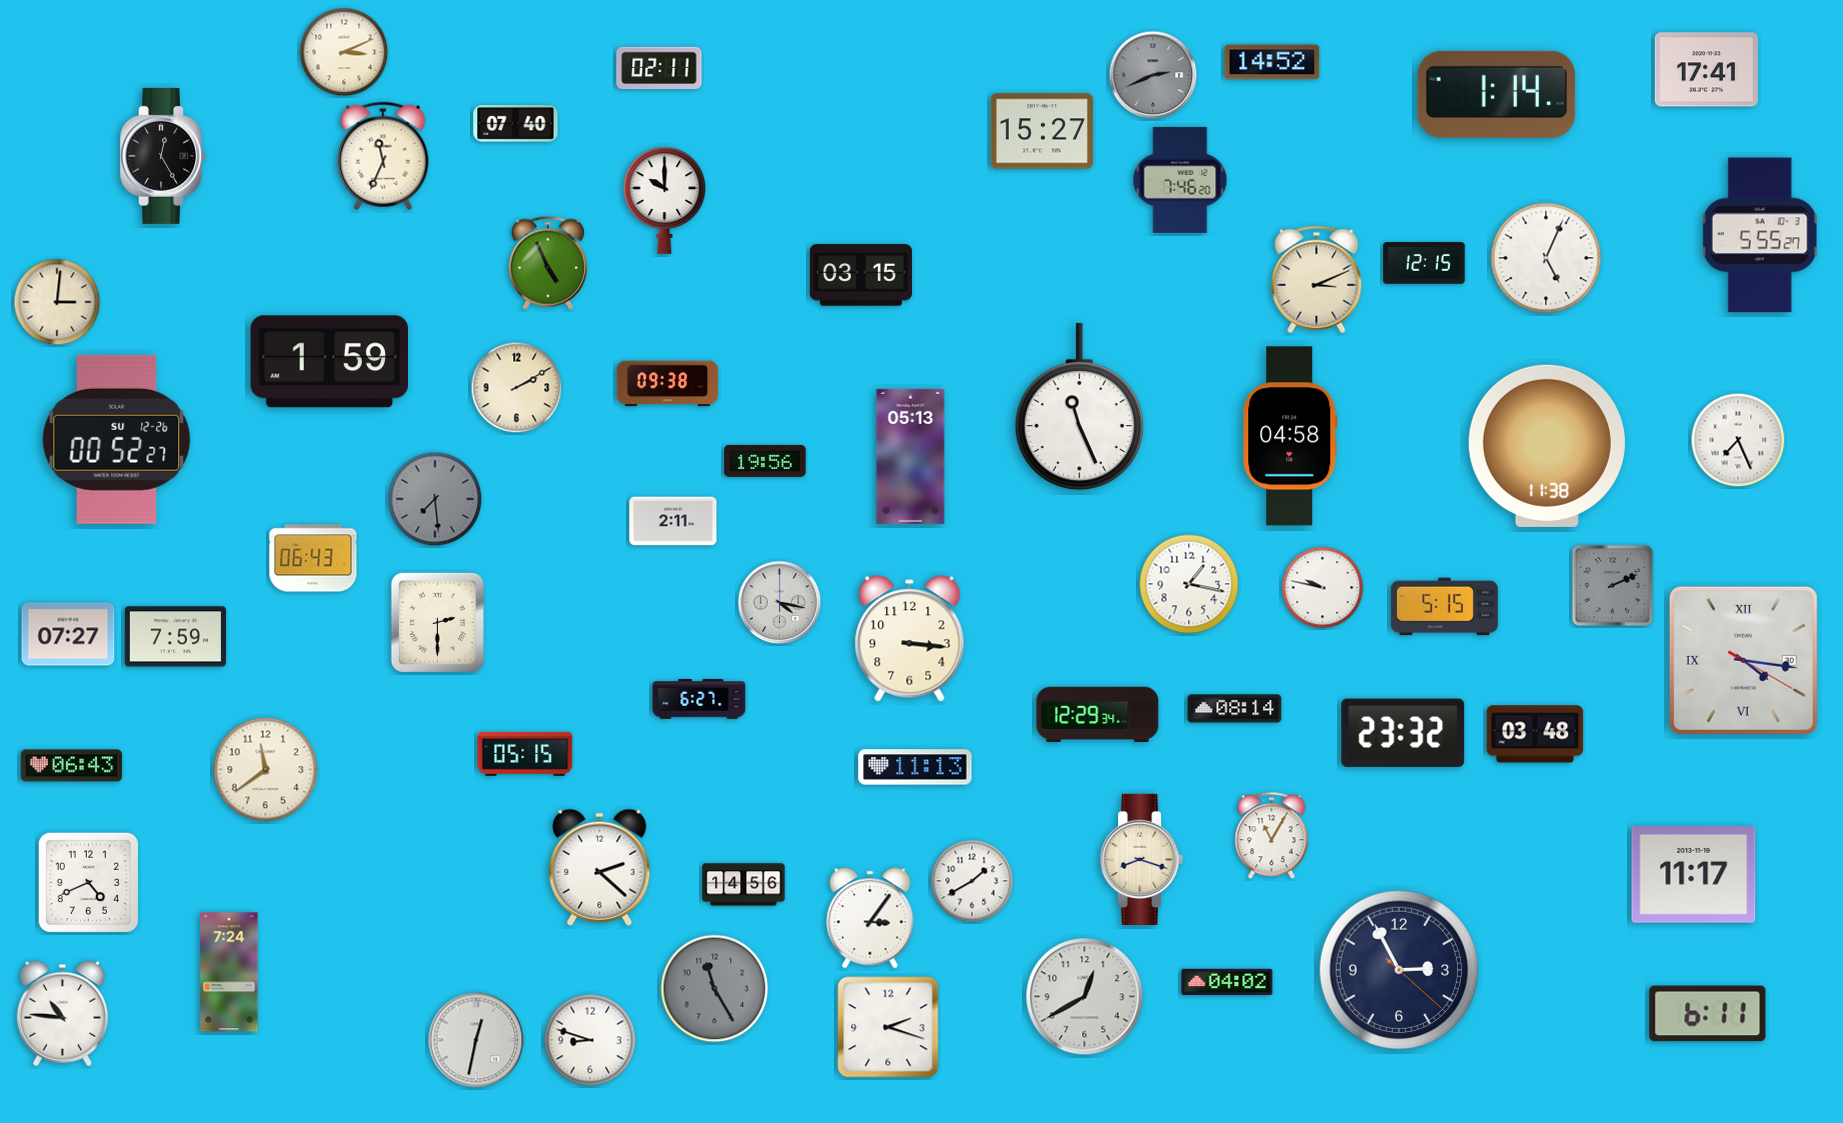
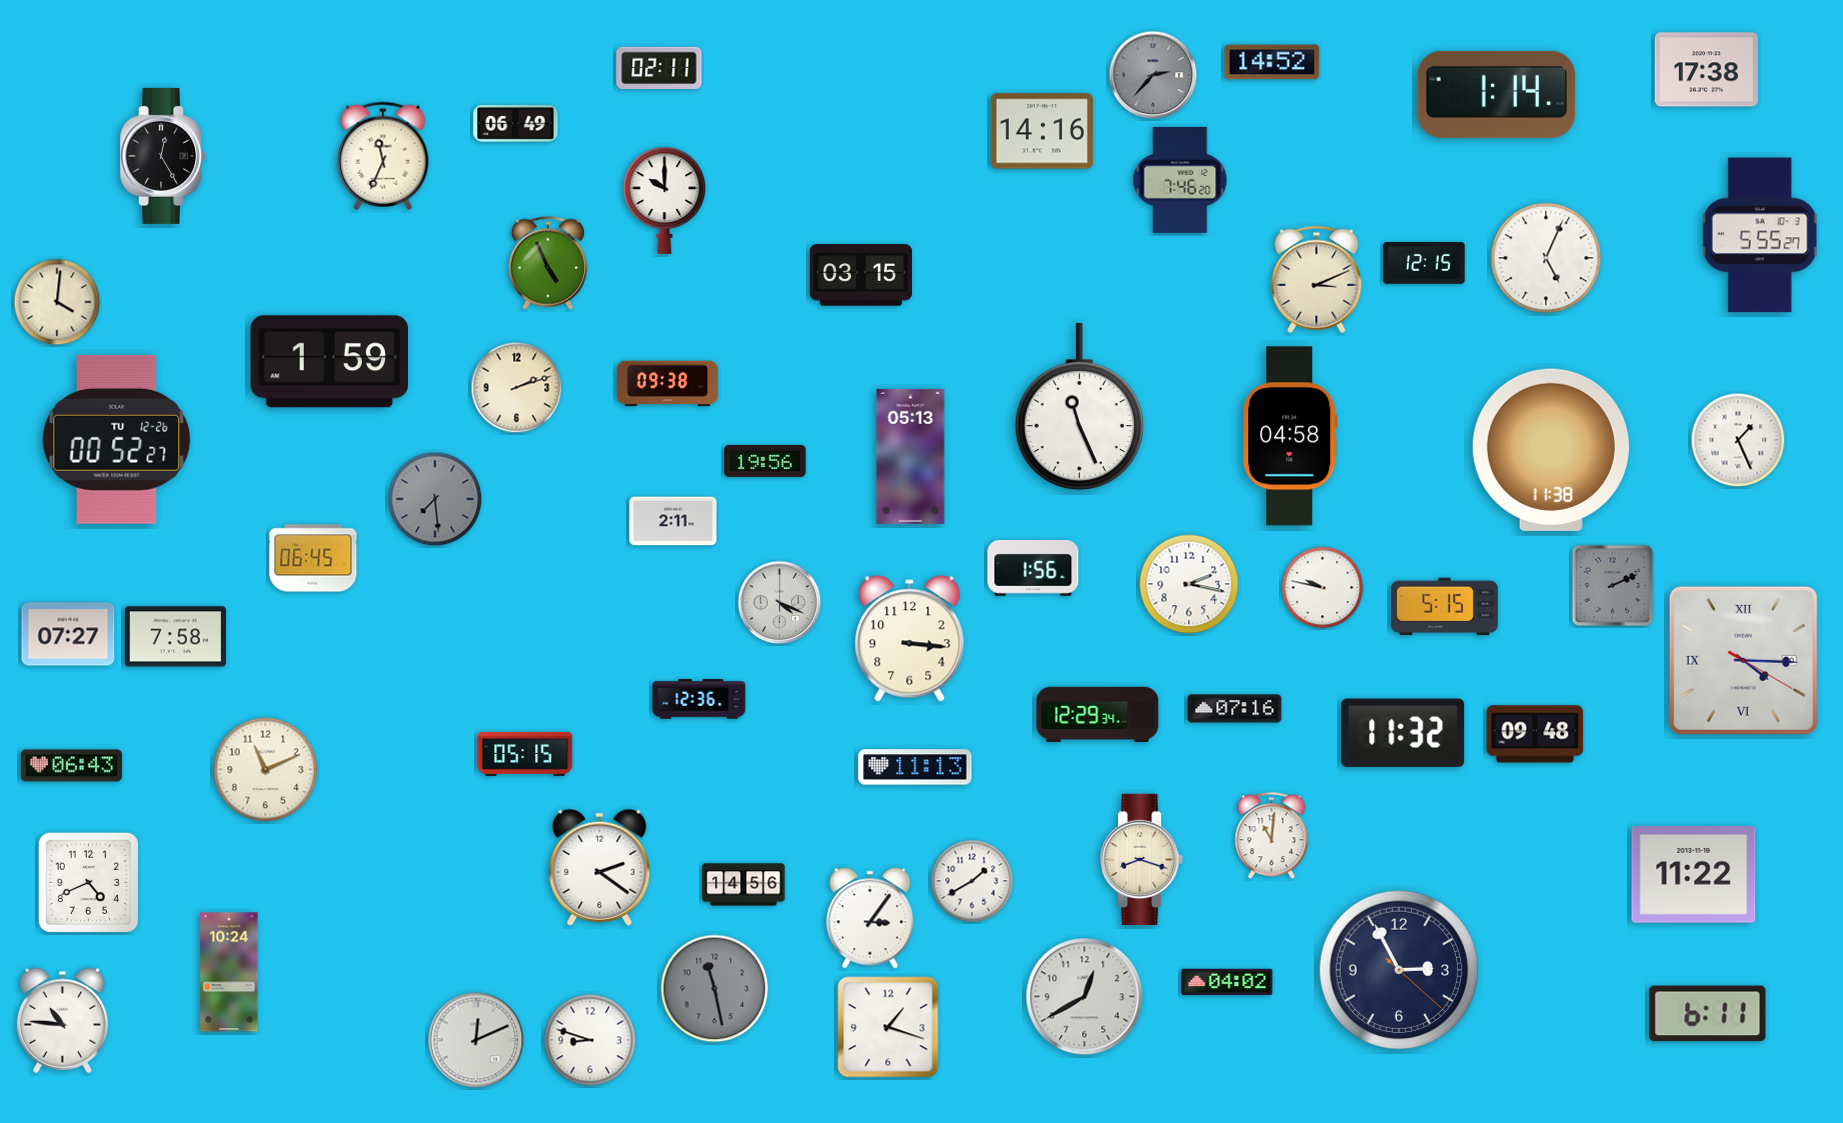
clock at (344, 52): 3:11 -> none
clock at (1706, 70): 17:41 -> 17:38
clock at (1153, 75): 2:41 -> 2:37
clock at (516, 124): 07:40 -> 06:49
clock at (1042, 131): 15:27 -> 14:16
clock at (57, 302): 3:01 -> 4:01
clock at (517, 388): 2:10 -> 2:12
clock at (117, 439) date: SU 12-26 -> TU 12-26
clock at (1738, 440): 7:26 -> 1:26
clock at (1547, 446) position: (1547, 446) -> (1551, 450)
clock at (313, 558): 06:43 -> 06:45
clock at (1033, 568): none -> 1:56
clock at (1189, 584): 1:17 -> 2:17
clock at (780, 603): 4:17 -> 4:19
clock at (437, 622): 2:30 -> none
clock at (176, 637): 7:59 -> 7:58
clock at (1743, 660): 4:16 -> 4:15
clock at (699, 699): 6:27 -> 12:36
clock at (1235, 709): 08:14 -> 07:16
clock at (1403, 733): 23:32 -> 11:32
clock at (1535, 734): 03:48 -> 09:48
clock at (266, 770): 11:39 -> 11:11
clock at (1272, 836): 11:05 -> 11:01
clock at (600, 867): 2:22 -> 2:21
clock at (1694, 875): 11:17 -> 11:22
clock at (229, 972): 7:24 -> 10:24
clock at (715, 989): 11:25 -> 11:28
clock at (63, 1013) position: (63, 1013) -> (63, 1020)
clock at (888, 1027): 2:18 -> 1:18
clock at (476, 1040): 12:32 -> 12:11
